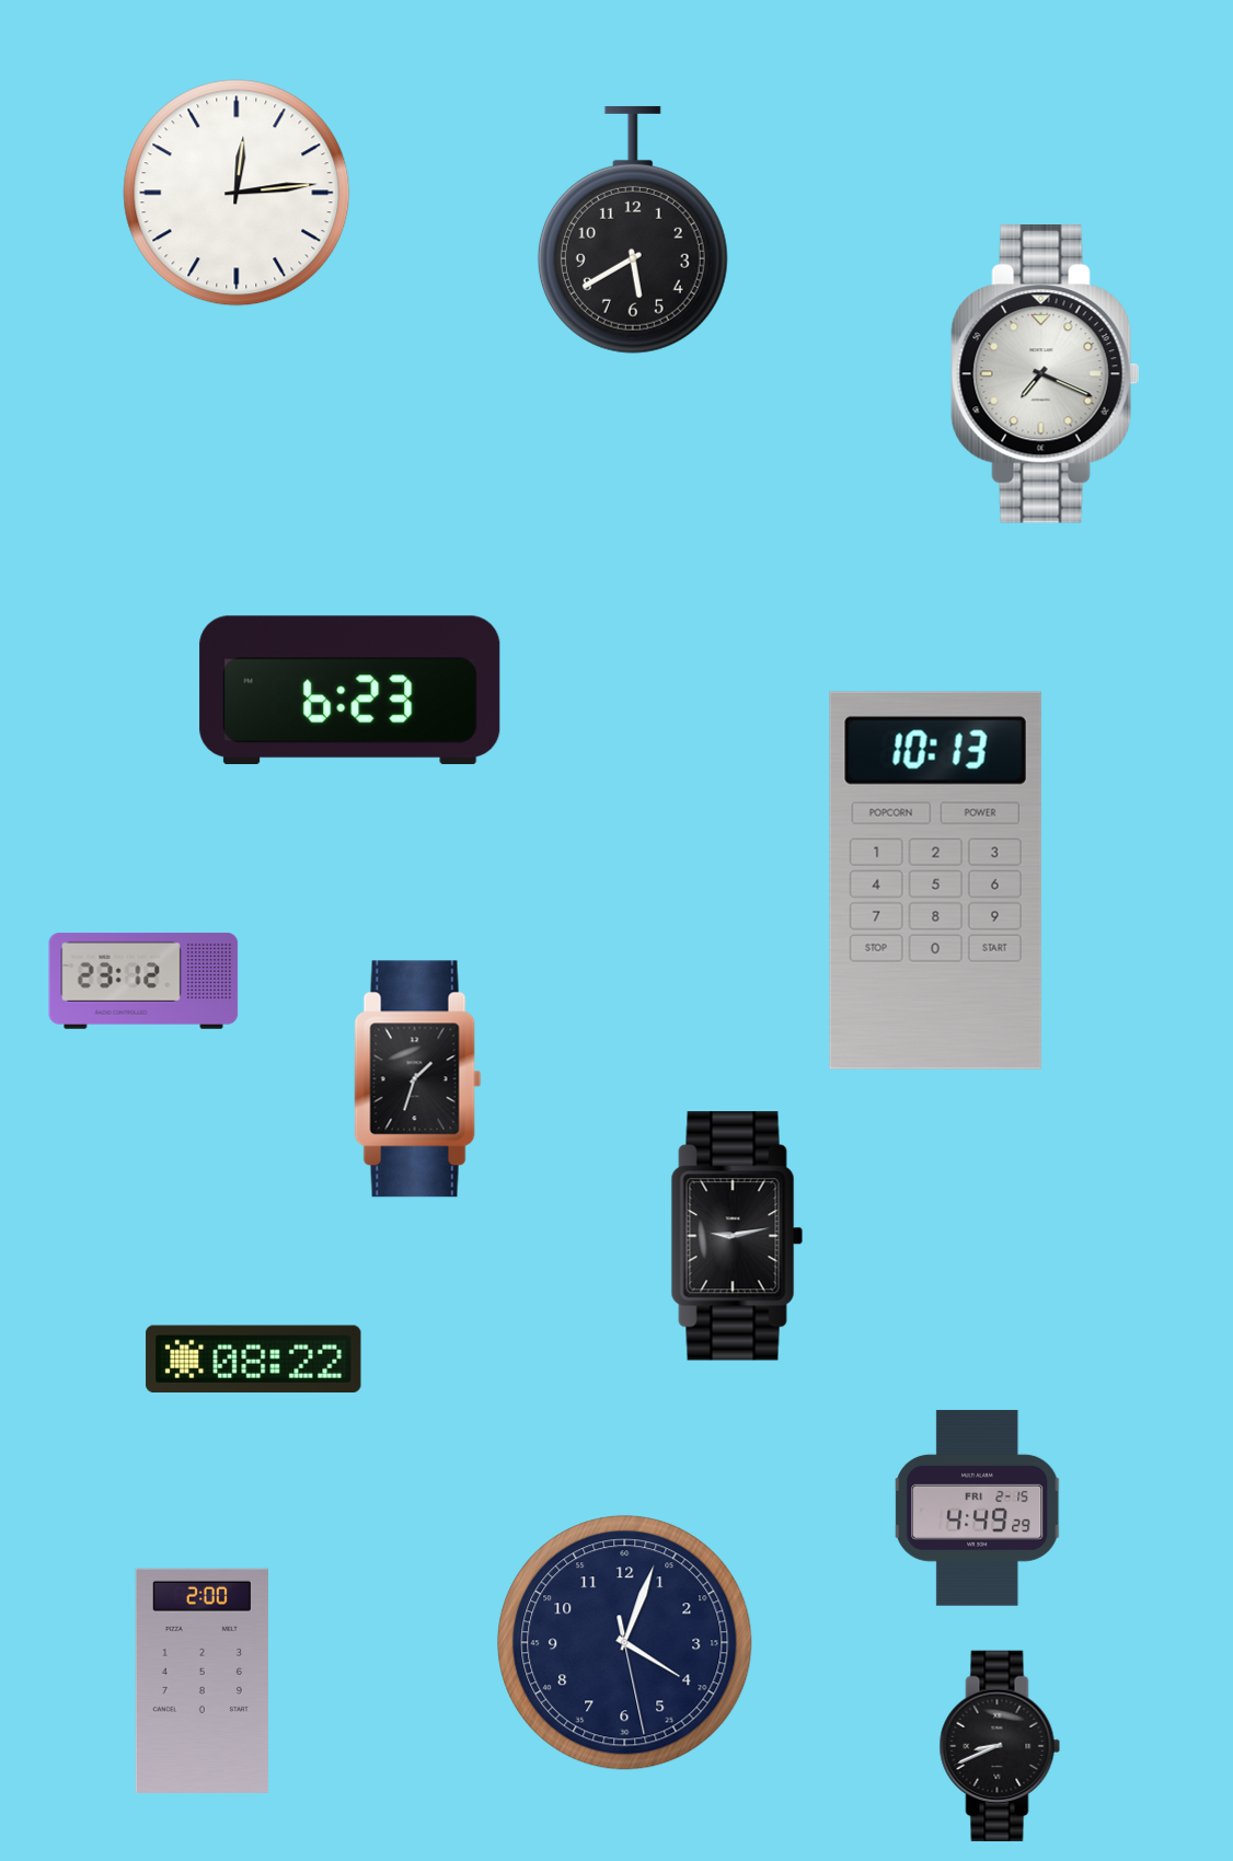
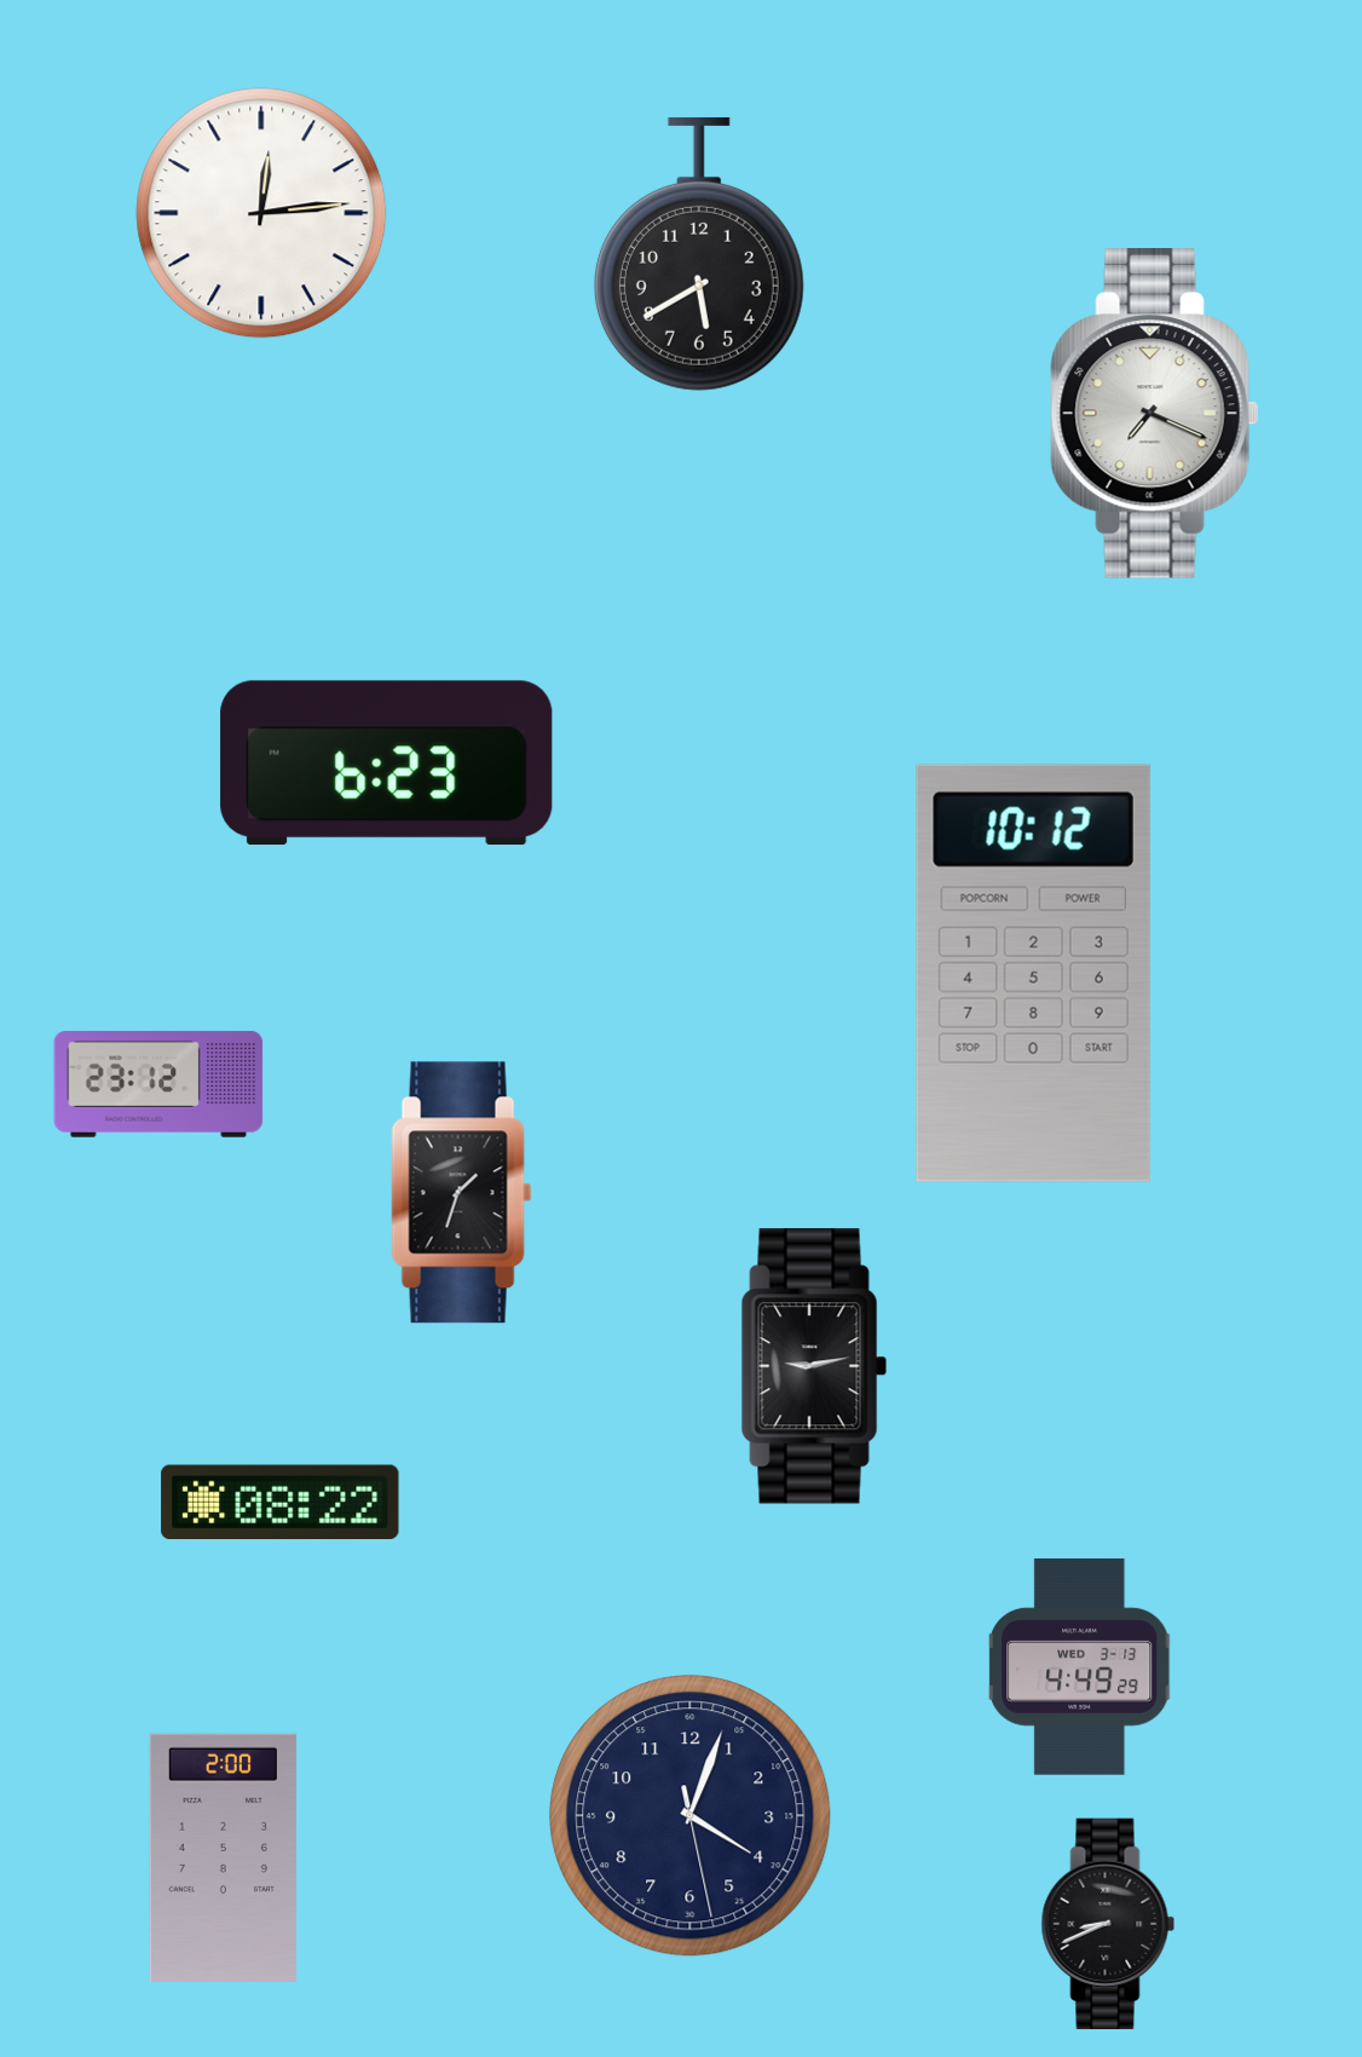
clock at (935, 880): 10:13 -> 10:12
clock at (978, 1507) date: FRI 2-15 -> WED 3-13
clock at (1000, 1746) position: (1000, 1746) -> (1108, 1924)
